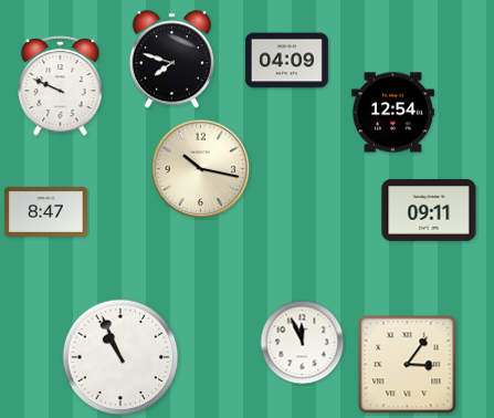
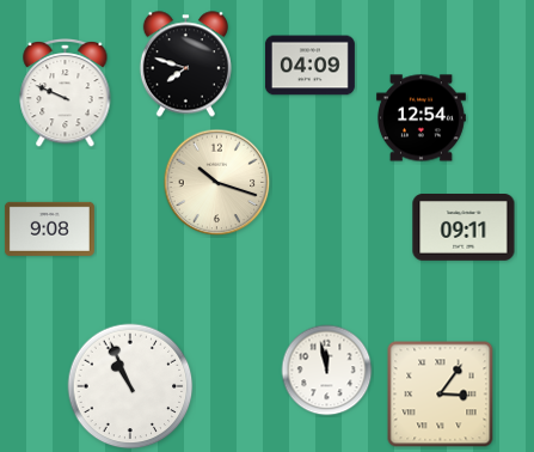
clock at (392, 113) position: (392, 113) -> (421, 118)
clock at (201, 169): 10:17 -> 10:18
clock at (45, 211): 8:47 -> 9:08
clock at (303, 343): 11:56 -> 11:58
